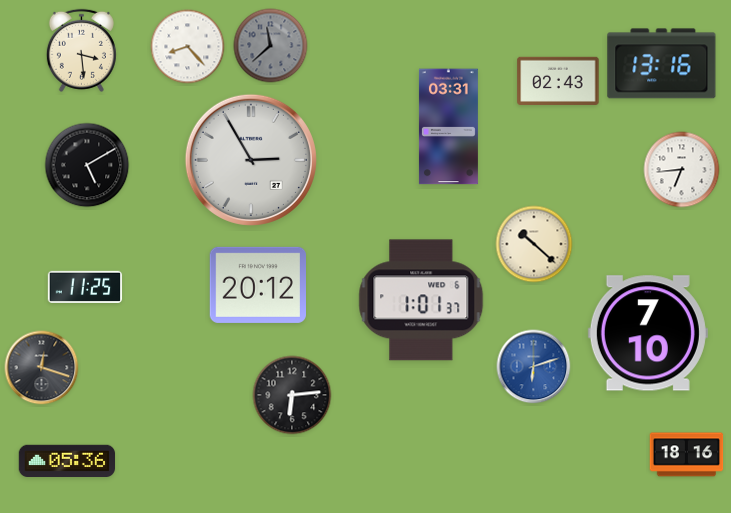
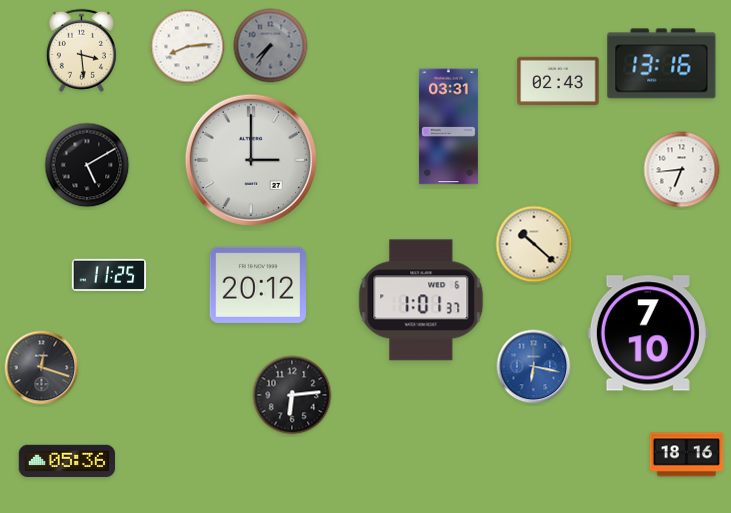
clock at (271, 46): 11:38 -> 7:36
clock at (188, 47): 8:23 -> 8:14
clock at (251, 160): 2:55 -> 3:00
clock at (85, 287) position: (85, 287) -> (109, 275)
clock at (534, 367): 6:12 -> 6:17
